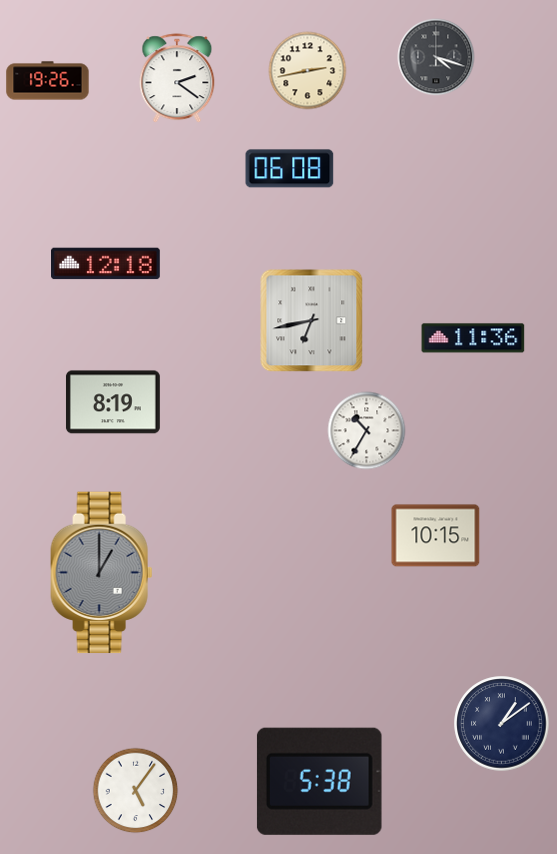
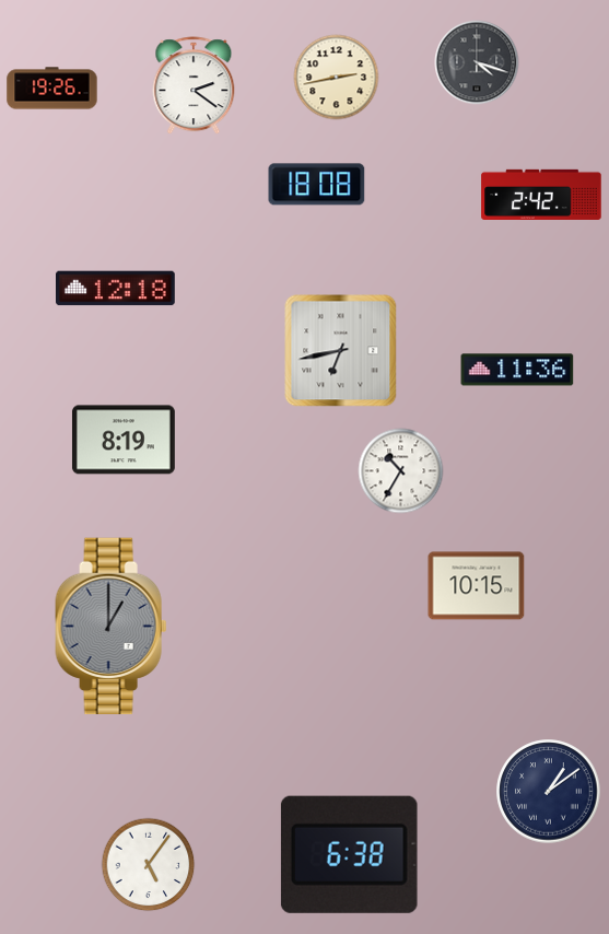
clock at (290, 169): 06:08 -> 18:08
clock at (541, 194): none -> 2:42
clock at (319, 781): 5:38 -> 6:38
